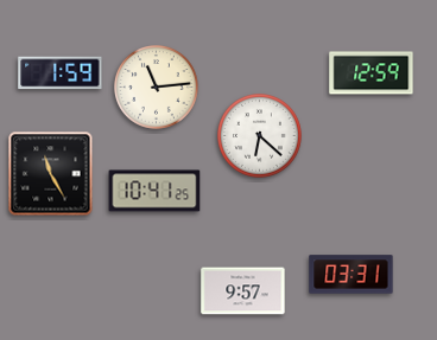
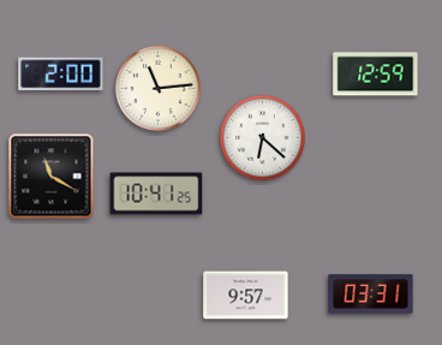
clock at (61, 73): 1:59 -> 2:00
clock at (51, 174): 11:25 -> 11:20
clock at (351, 275) position: (351, 275) -> (371, 295)
